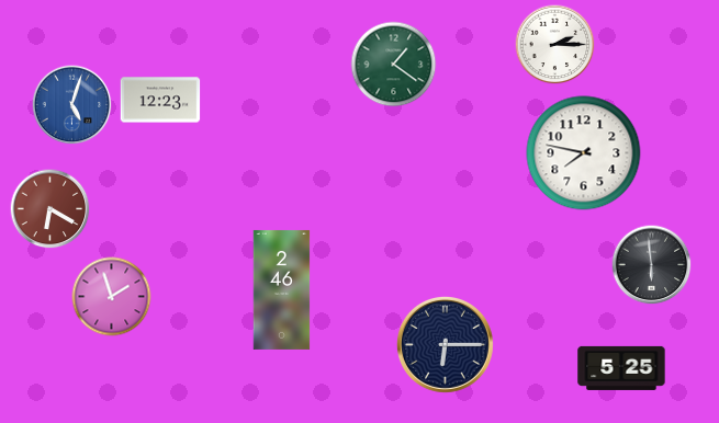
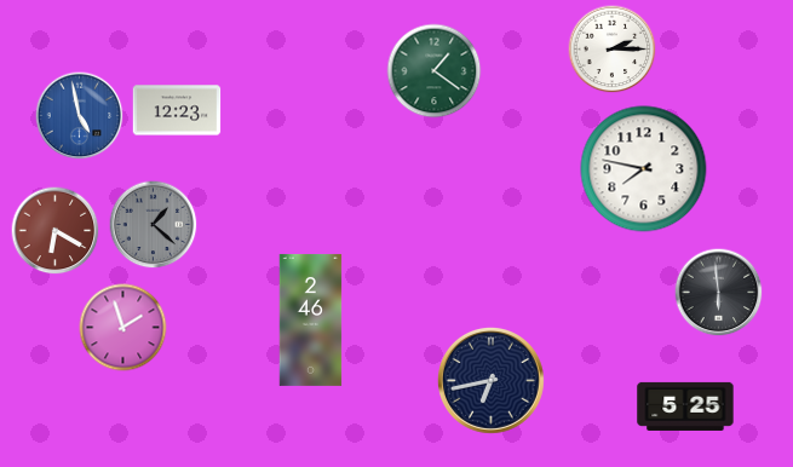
clock at (72, 105): 5:03 -> 4:58
clock at (154, 225): none -> 1:22
clock at (445, 344): 6:15 -> 6:43
